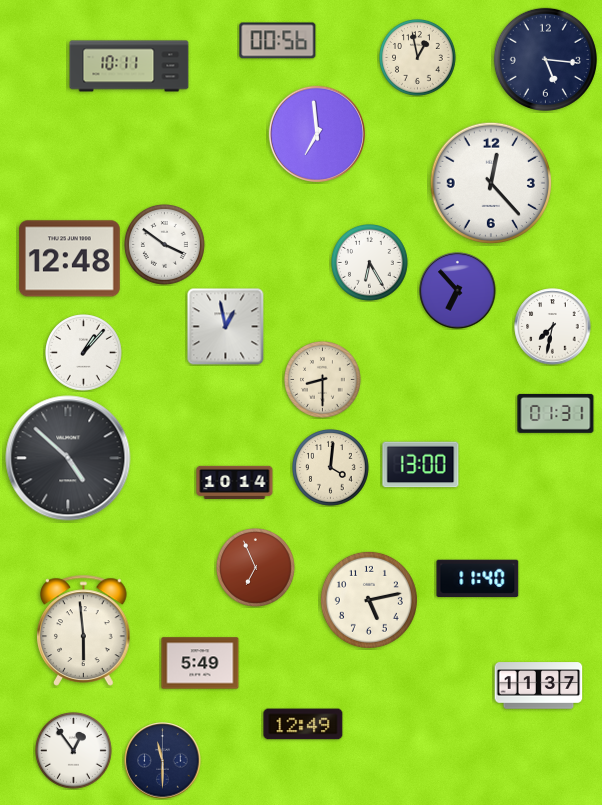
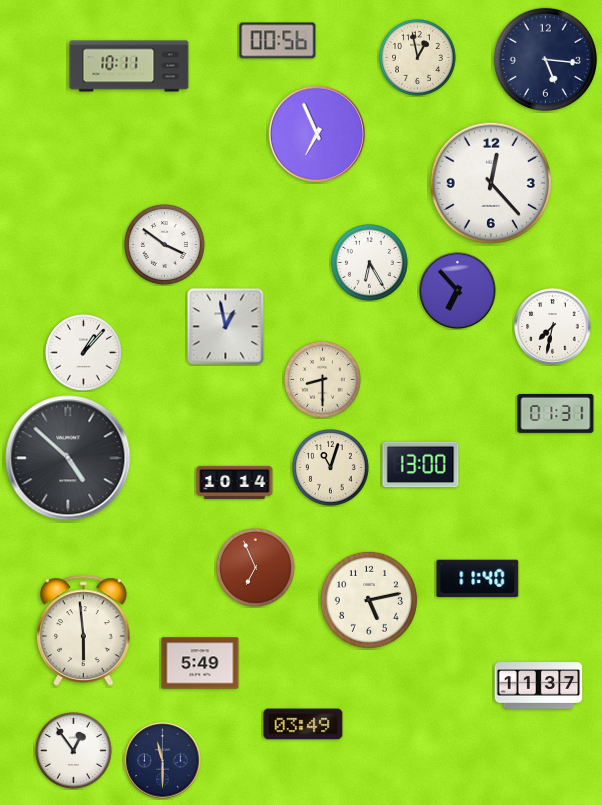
clock at (316, 133): 6:59 -> 6:56
clock at (69, 259): 12:48 -> none
clock at (331, 468): 4:01 -> 11:03
clock at (303, 724): 12:49 -> 03:49
